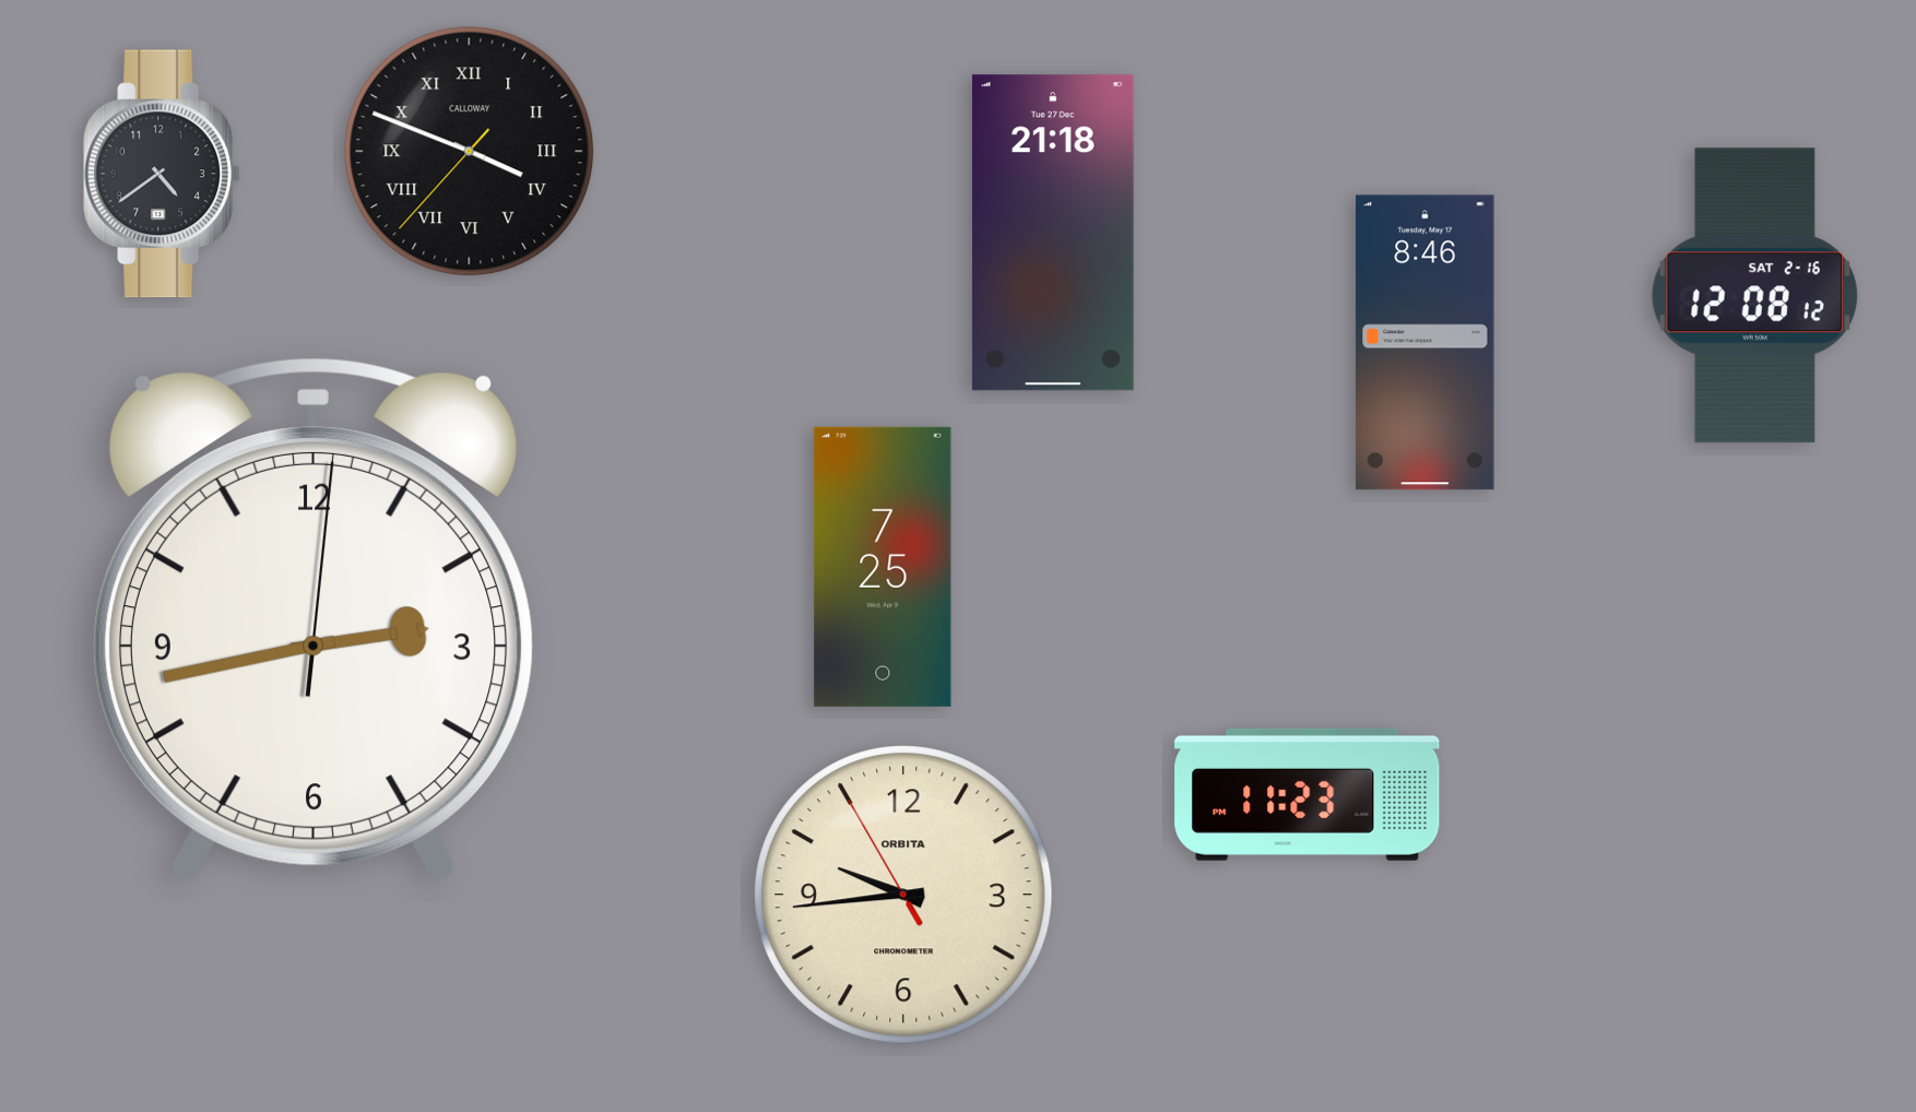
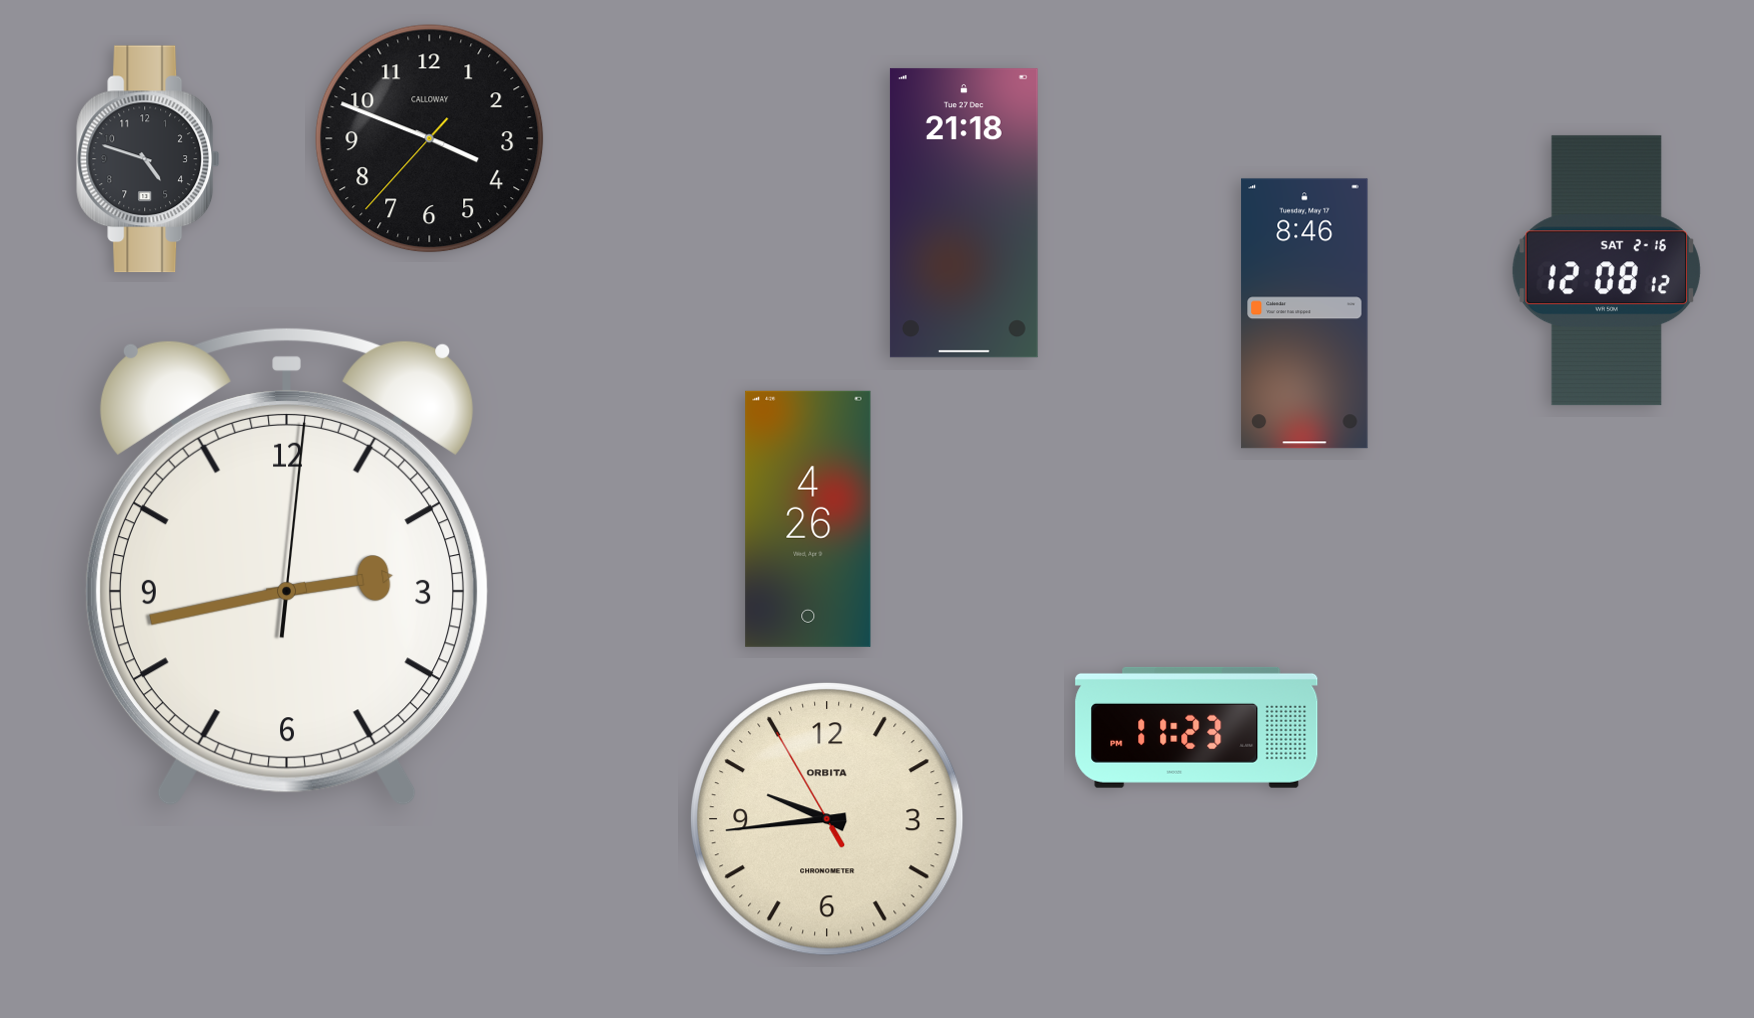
clock at (470, 152) numerals: Roman -> Arabic
clock at (162, 174): 4:39 -> 4:48
clock at (883, 567): 7:25 -> 4:26
